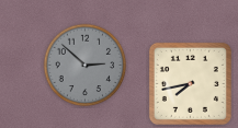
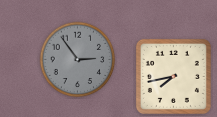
clock at (86, 66): 2:52 -> 2:54
